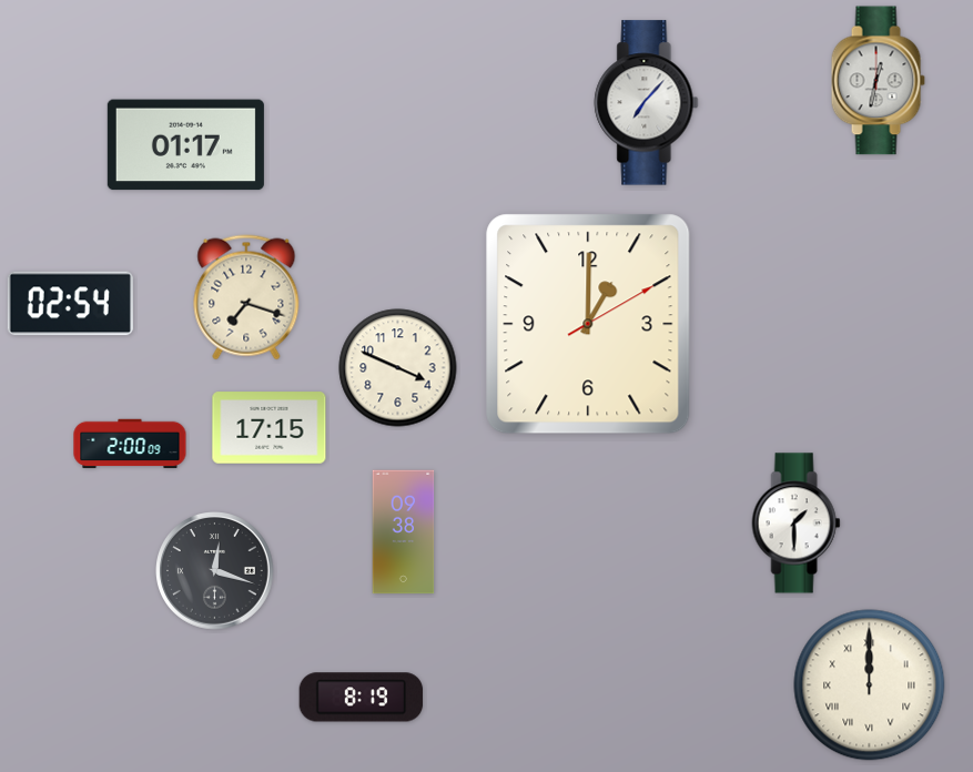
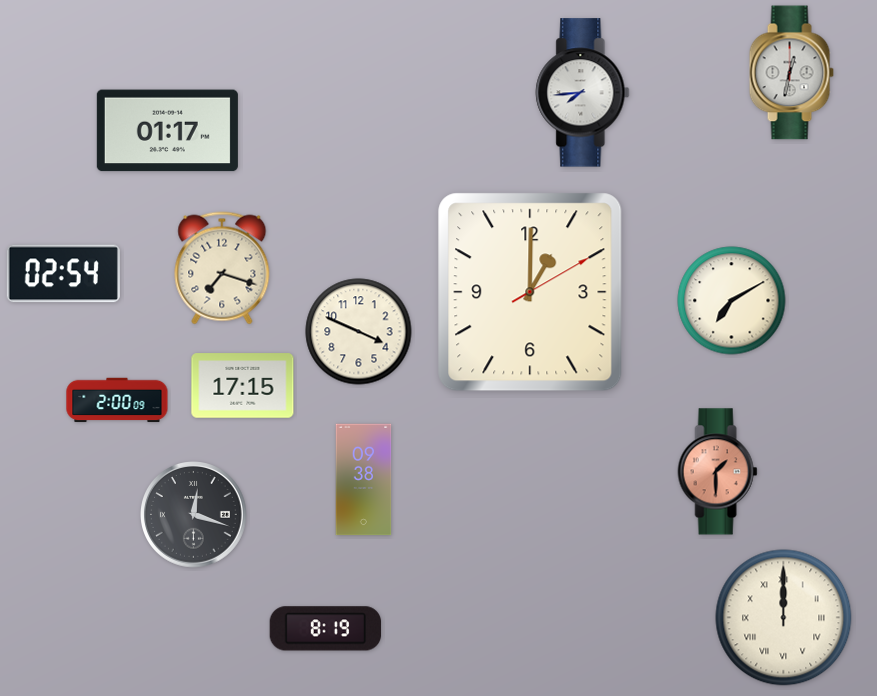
clock at (647, 103): 7:07 -> 7:44
clock at (732, 301): none -> 7:10
clock at (797, 524) dial: white -> salmon
